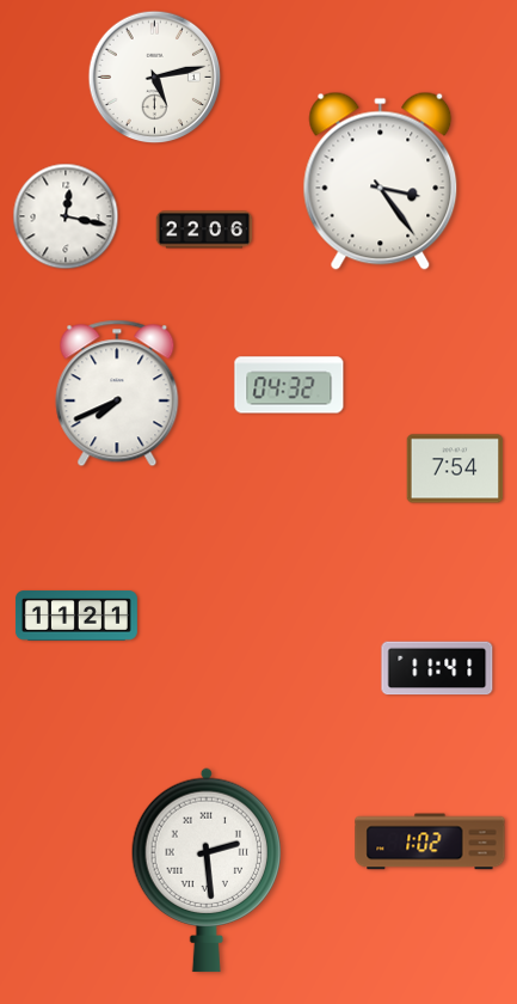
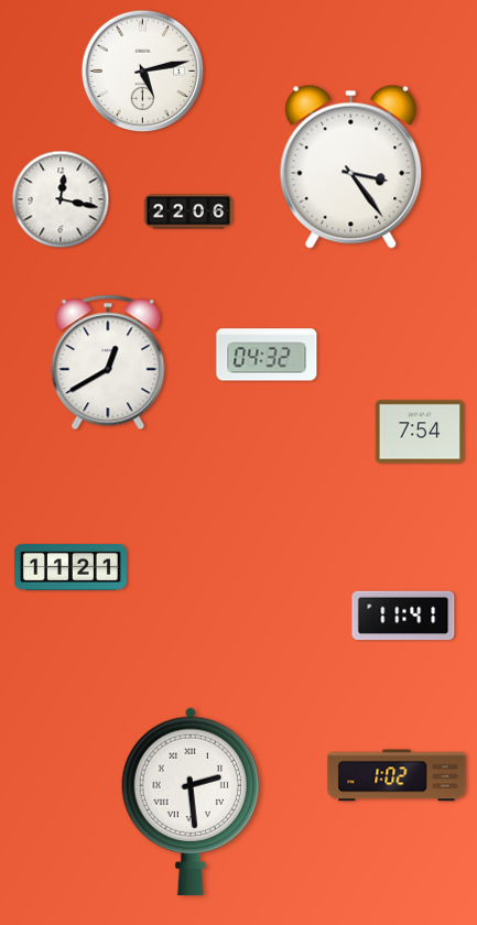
clock at (117, 393): 7:41 -> 12:40
